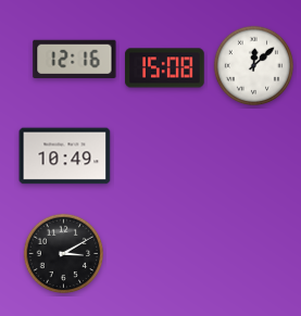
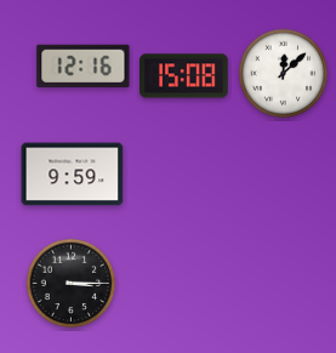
clock at (65, 156): 10:49 -> 9:59
clock at (64, 254): 3:10 -> 3:15
